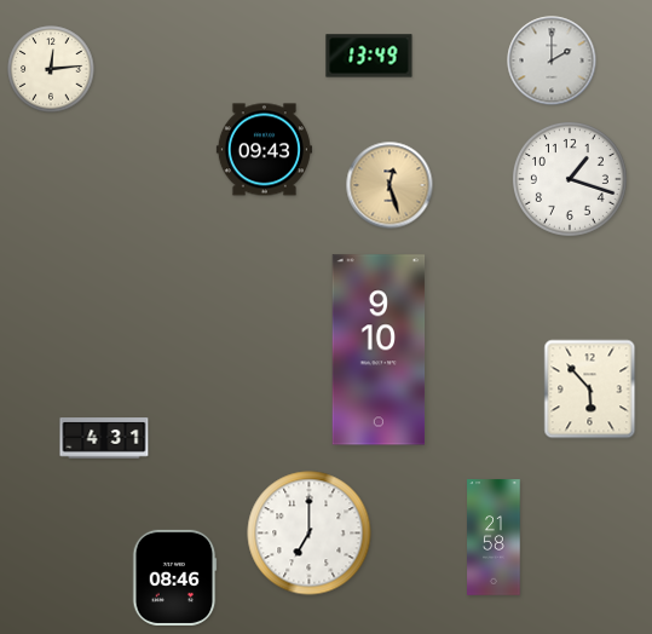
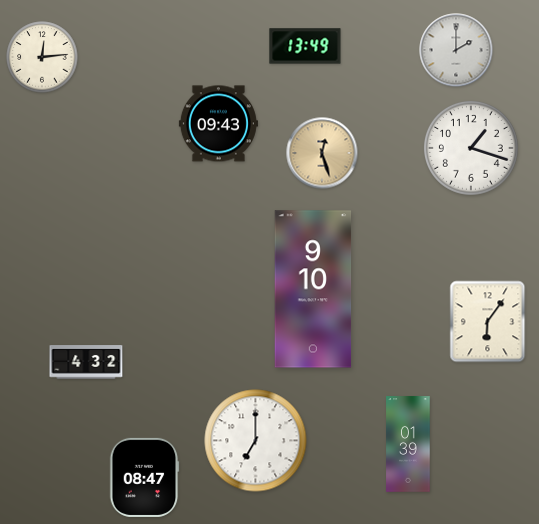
clock at (590, 390): 5:53 -> 6:06
clock at (104, 438): 4:31 -> 4:32
clock at (494, 537): 21:58 -> 01:39
clock at (174, 577): 08:46 -> 08:47
